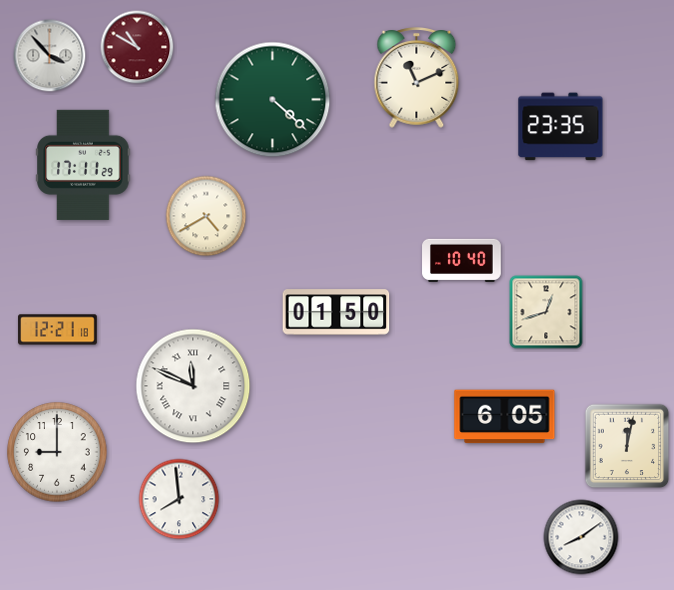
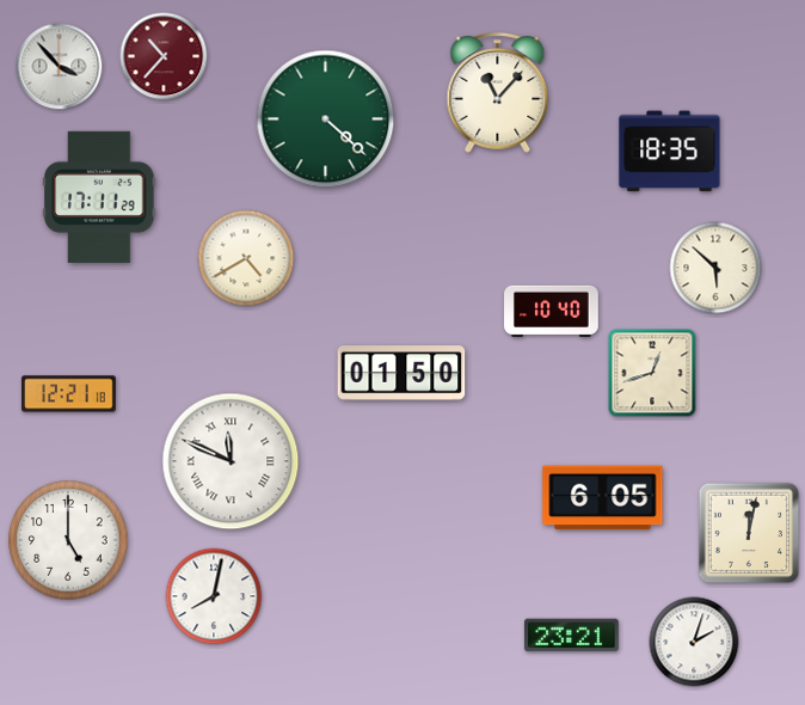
clock at (137, 47): 10:50 -> 10:37
clock at (417, 78): 11:11 -> 11:07
clock at (561, 127): 23:35 -> 18:35
clock at (715, 268): none -> 5:52
clock at (57, 452): 9:00 -> 5:00
clock at (179, 499): 7:59 -> 8:02
clock at (572, 636): none -> 23:21
clock at (581, 537): 8:09 -> 2:03
